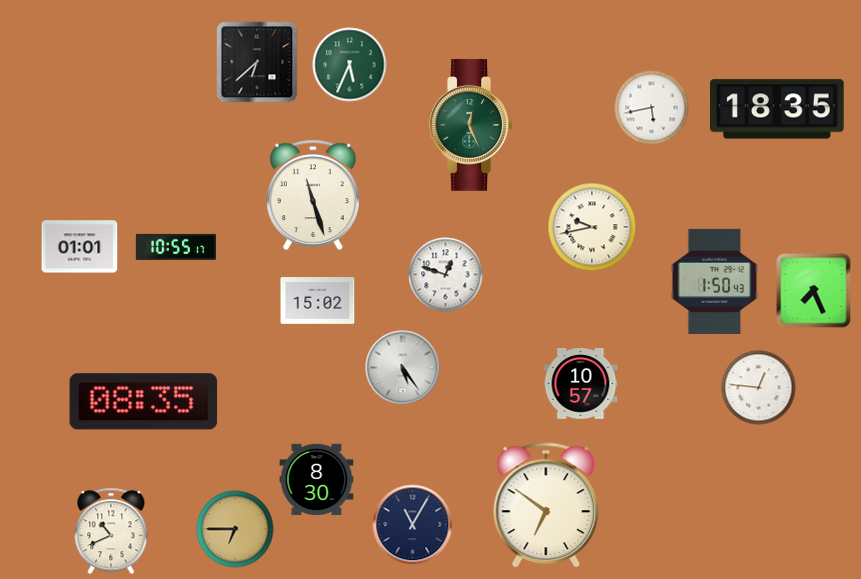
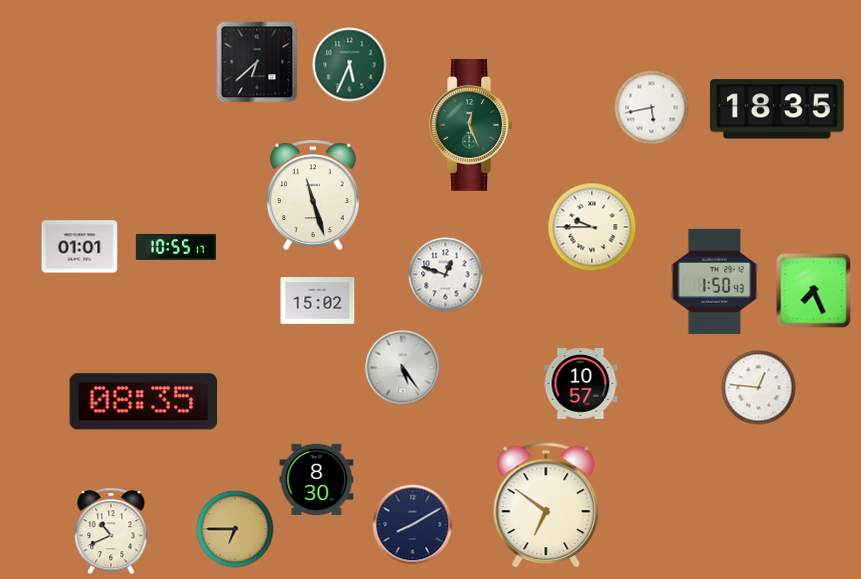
clock at (592, 227): 9:43 -> 9:45
clock at (413, 525): 11:05 -> 8:10
